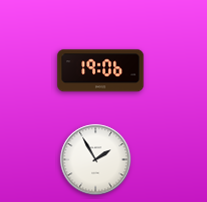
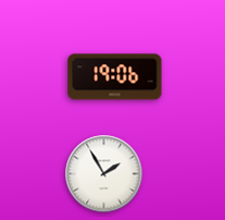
clock at (101, 71) position: (101, 71) -> (115, 77)
